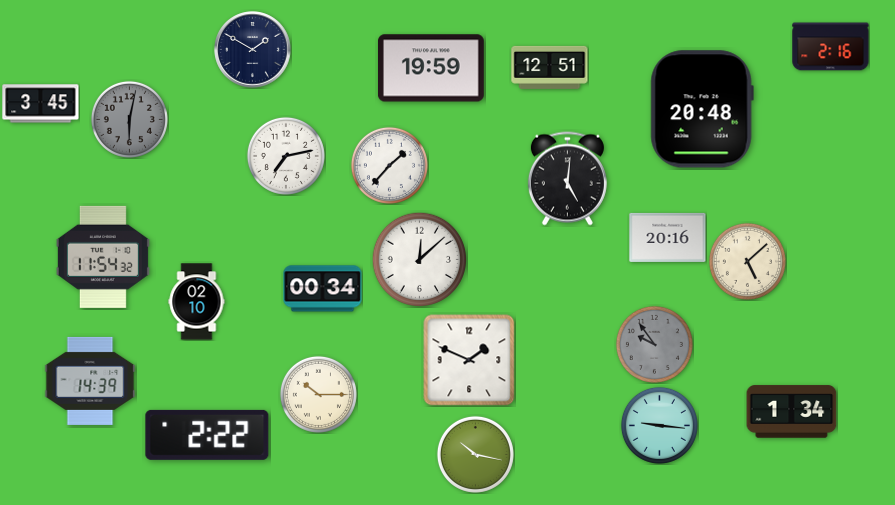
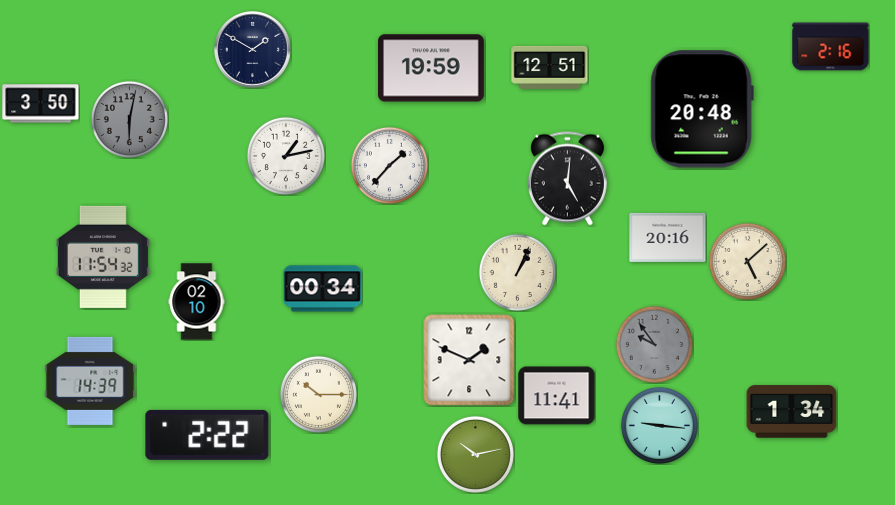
clock at (41, 104): 3:45 -> 3:50
clock at (286, 156): 7:13 -> 1:13
clock at (419, 259): 12:08 -> none
clock at (517, 272): none -> 1:04
clock at (557, 396): none -> 11:41
clock at (475, 454): 10:17 -> 10:13
